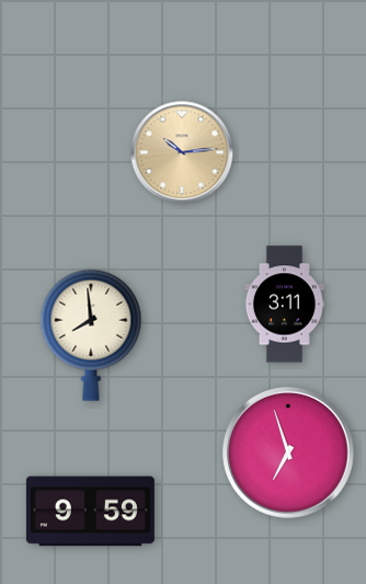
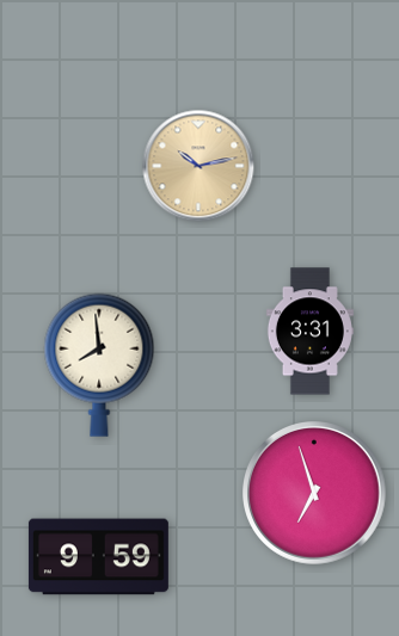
clock at (182, 152): 10:14 -> 10:13
clock at (284, 305): 3:11 -> 3:31
